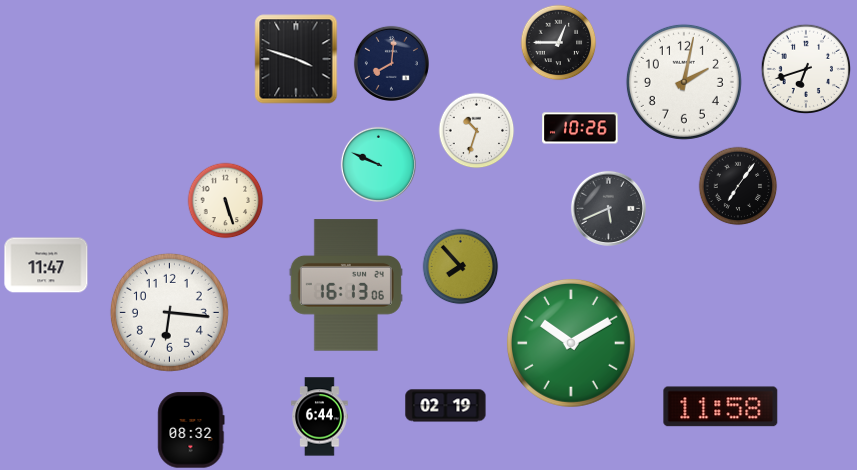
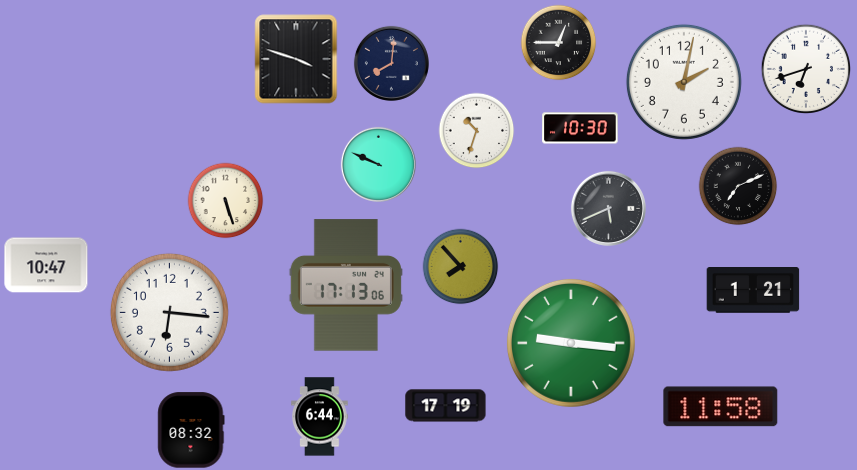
clock at (580, 128): 10:26 -> 10:30
clock at (738, 186): 7:06 -> 7:11
clock at (46, 265): 11:47 -> 10:47
clock at (346, 285): 16:13 -> 17:13
clock at (753, 291): none -> 1:21
clock at (571, 343): 10:10 -> 9:16
clock at (446, 406): 02:19 -> 17:19
